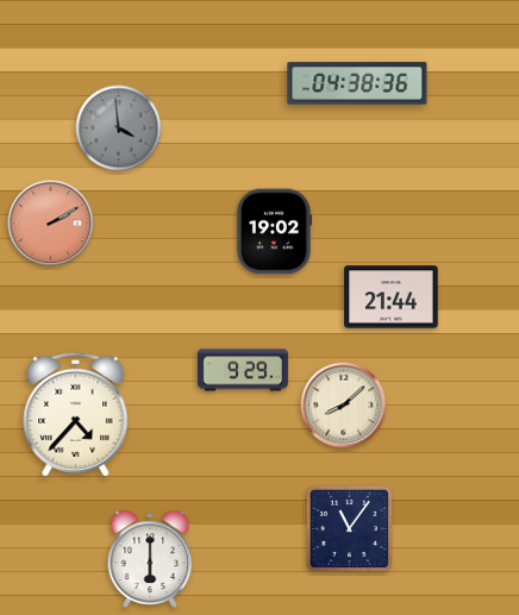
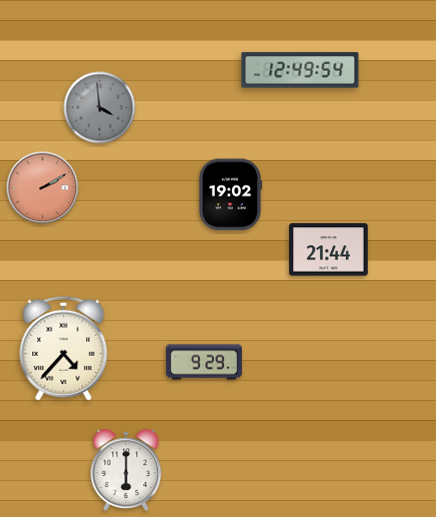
clock at (357, 83): 04:38 -> 12:49
clock at (243, 370) position: (243, 370) -> (204, 362)
clock at (344, 406): 8:08 -> none
clock at (350, 529): 11:06 -> none
